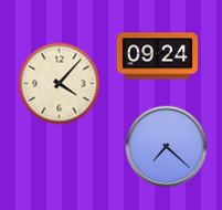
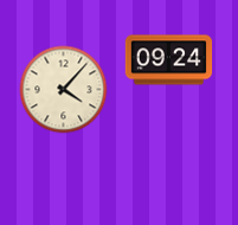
clock at (167, 147): 7:22 -> none
